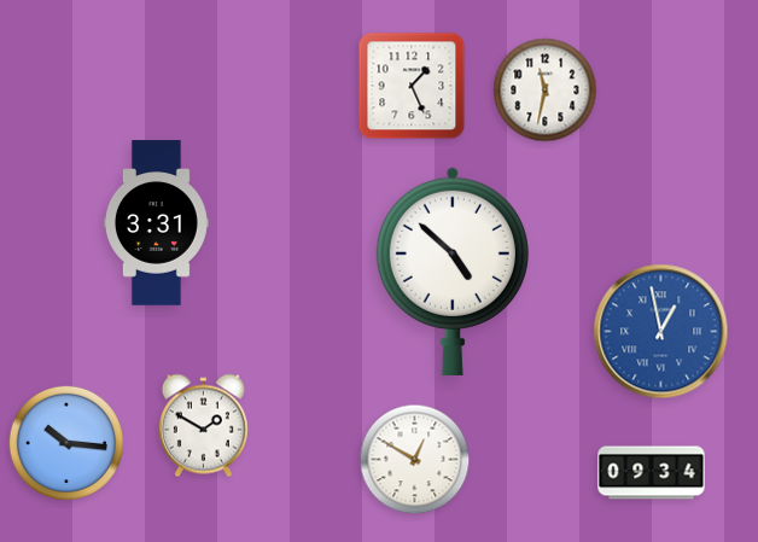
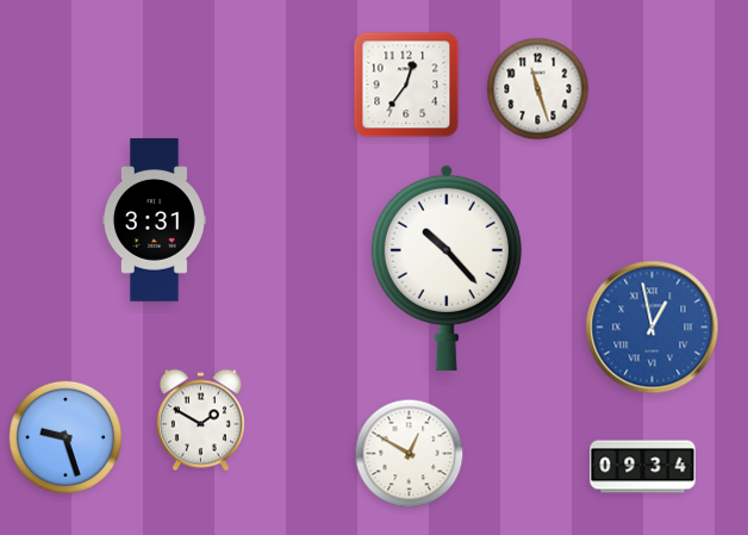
clock at (412, 86): 1:26 -> 12:36
clock at (546, 91): 11:32 -> 11:27
clock at (453, 272): 4:52 -> 10:23
clock at (65, 442): 10:16 -> 9:27
